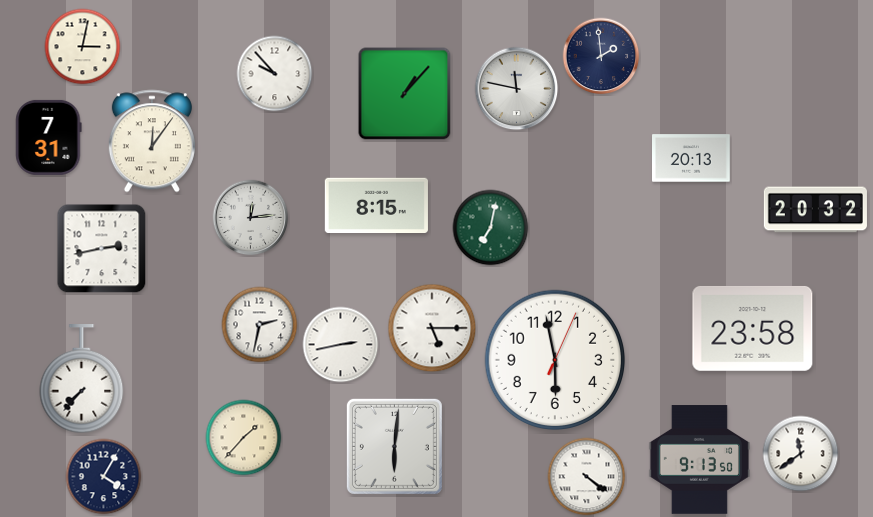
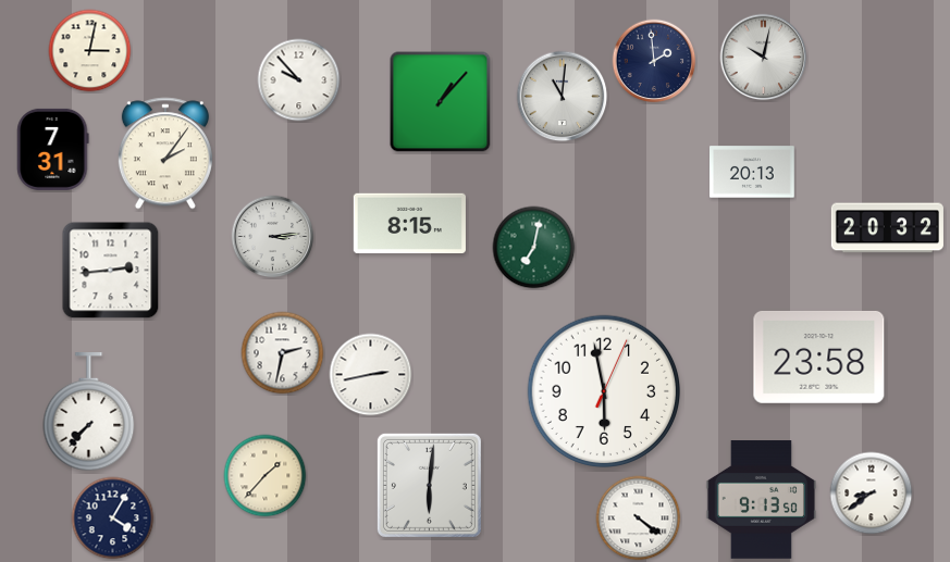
clock at (764, 58): none -> 10:02
clock at (517, 89): 11:47 -> 11:01
clock at (152, 141): 12:06 -> 2:06
clock at (251, 218): 12:14 -> 3:14
clock at (102, 249): 2:43 -> 2:44
clock at (432, 328): 5:15 -> none
clock at (801, 454): 11:39 -> 8:39
